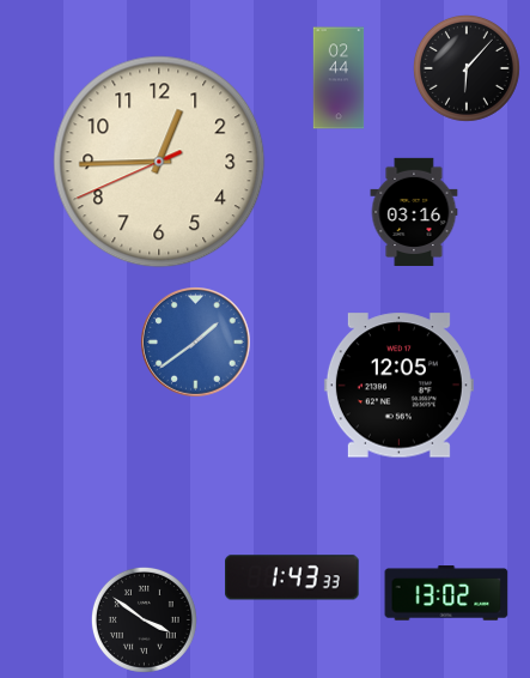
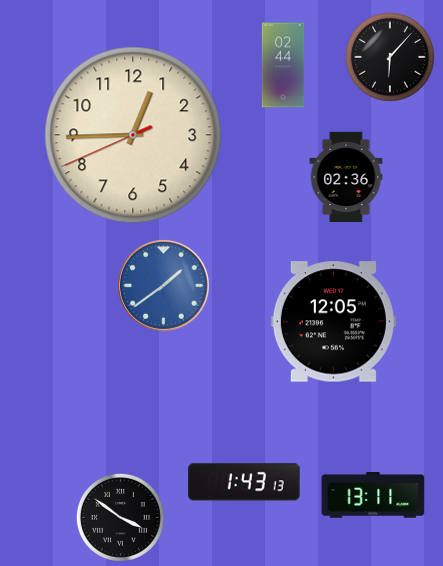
clock at (414, 211): 03:16 -> 02:36
clock at (292, 577): 1:43:33 -> 1:43:13
clock at (446, 593): 13:02 -> 13:11
